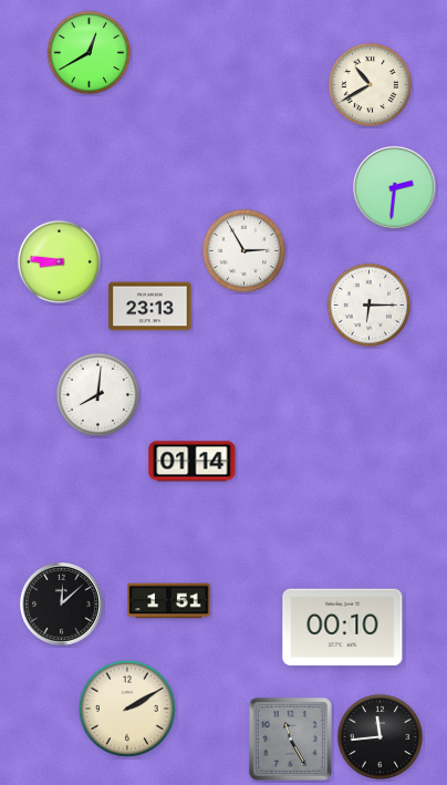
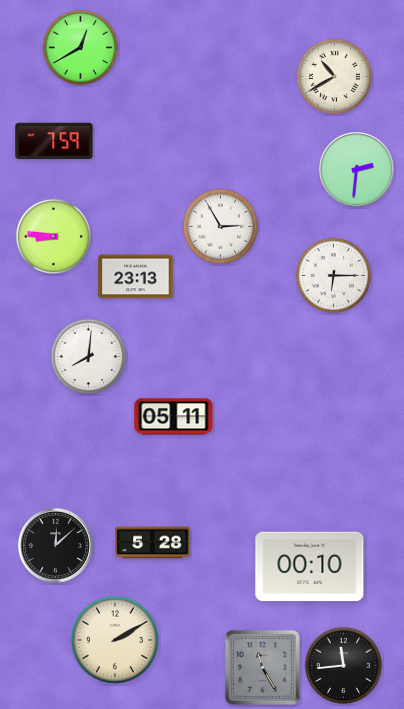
clock at (54, 141): none -> 7:59
clock at (193, 462): 01:14 -> 05:11
clock at (169, 601): 1:51 -> 5:28
